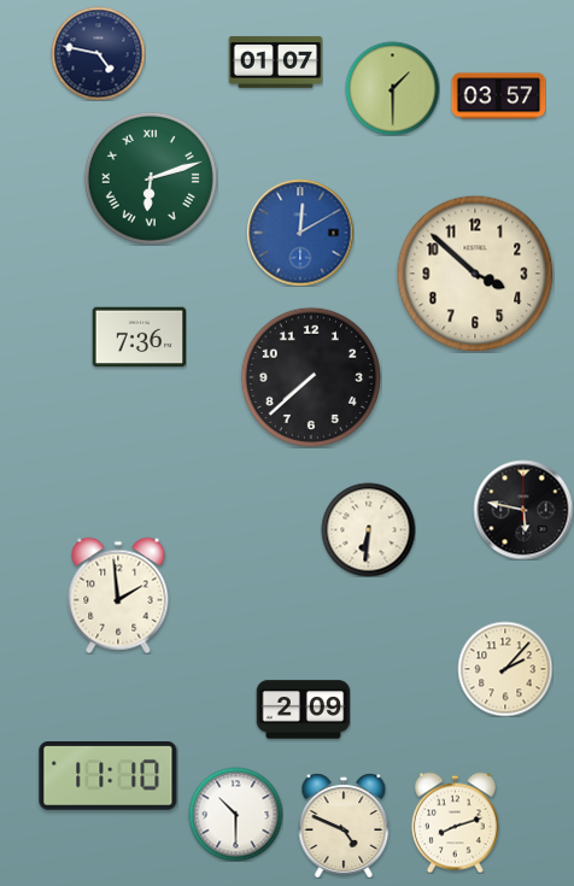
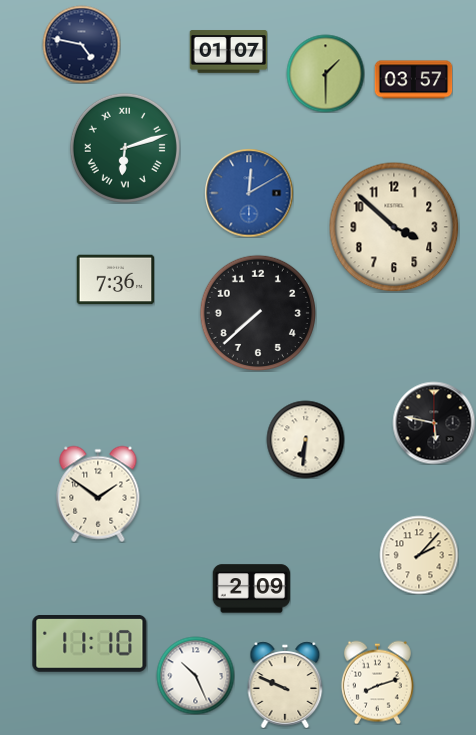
clock at (118, 595): 1:59 -> 1:51
clock at (235, 814): 10:30 -> 10:26
clock at (344, 826): 4:49 -> 9:49
